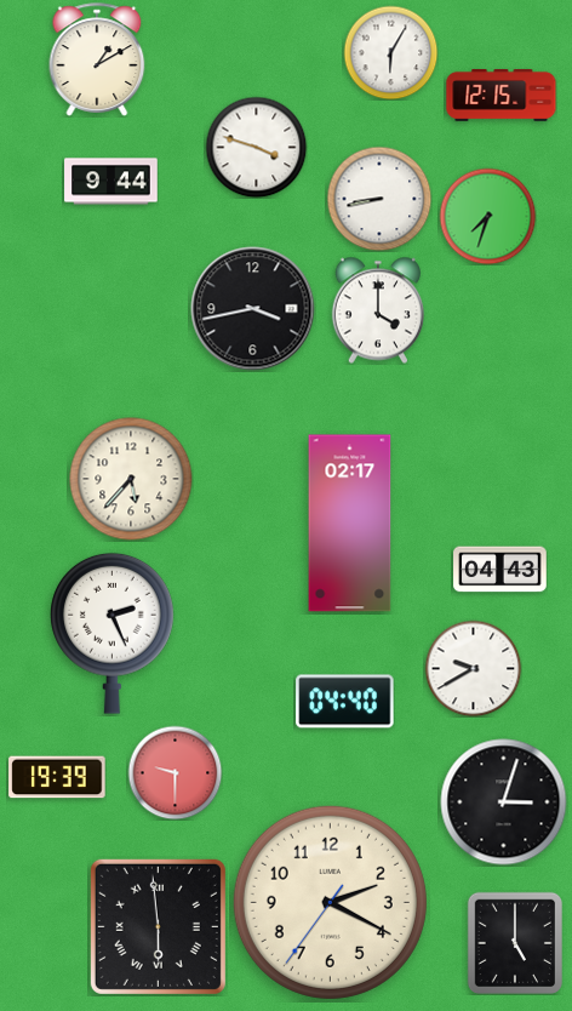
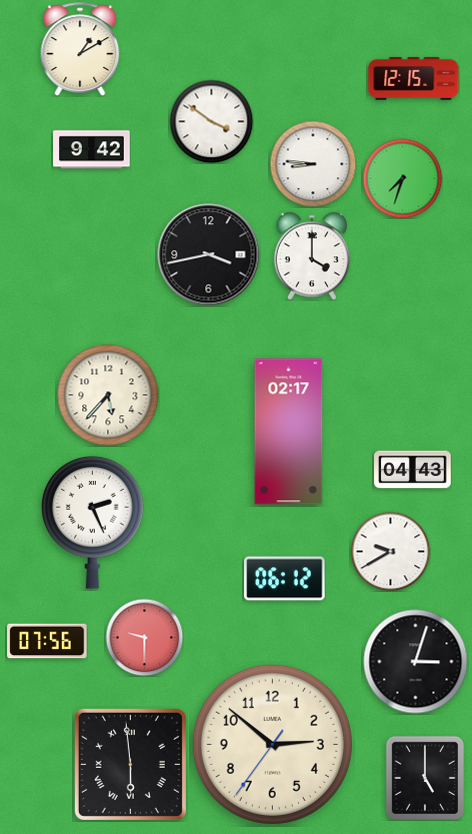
clock at (390, 52): 6:05 -> none
clock at (256, 147): 3:48 -> 3:51
clock at (111, 182): 9:44 -> 9:42
clock at (379, 199): 8:43 -> 8:46
clock at (345, 702): 04:40 -> 06:12
clock at (57, 777): 19:39 -> 07:56
clock at (330, 902): 2:19 -> 2:51
